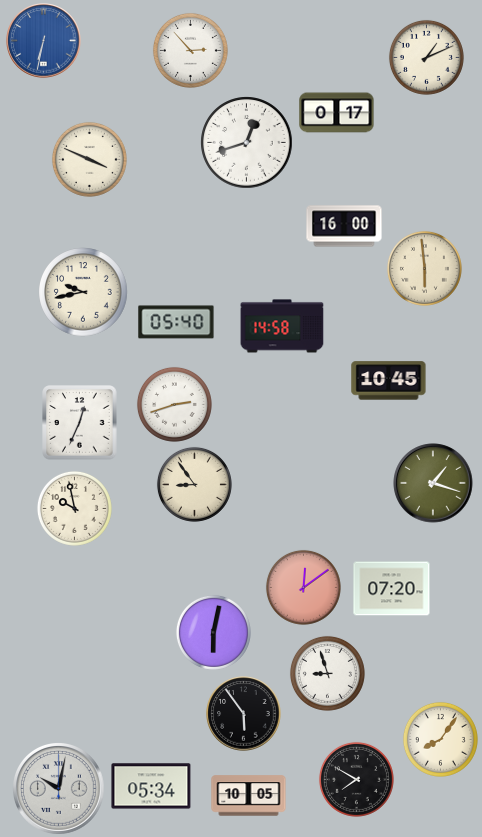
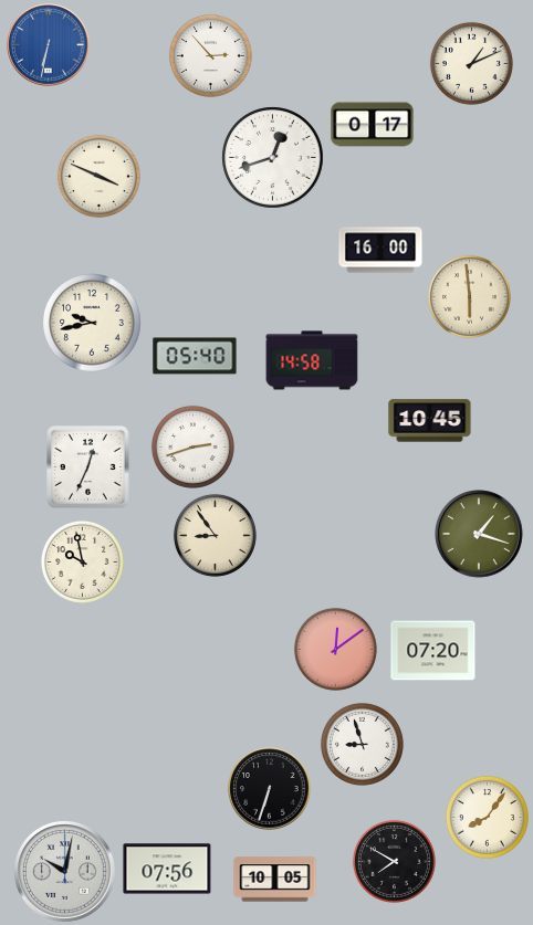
clock at (213, 632): 6:02 -> none
clock at (244, 714): 5:54 -> 6:33
clock at (151, 786): 05:34 -> 07:56
